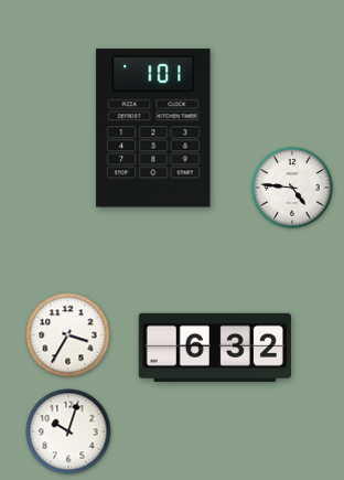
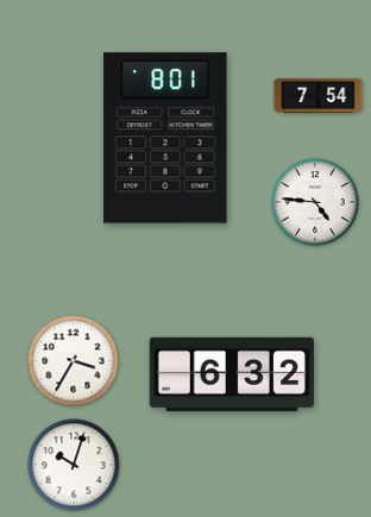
clock at (319, 95): none -> 7:54
clock at (153, 128): 1:01 -> 8:01
